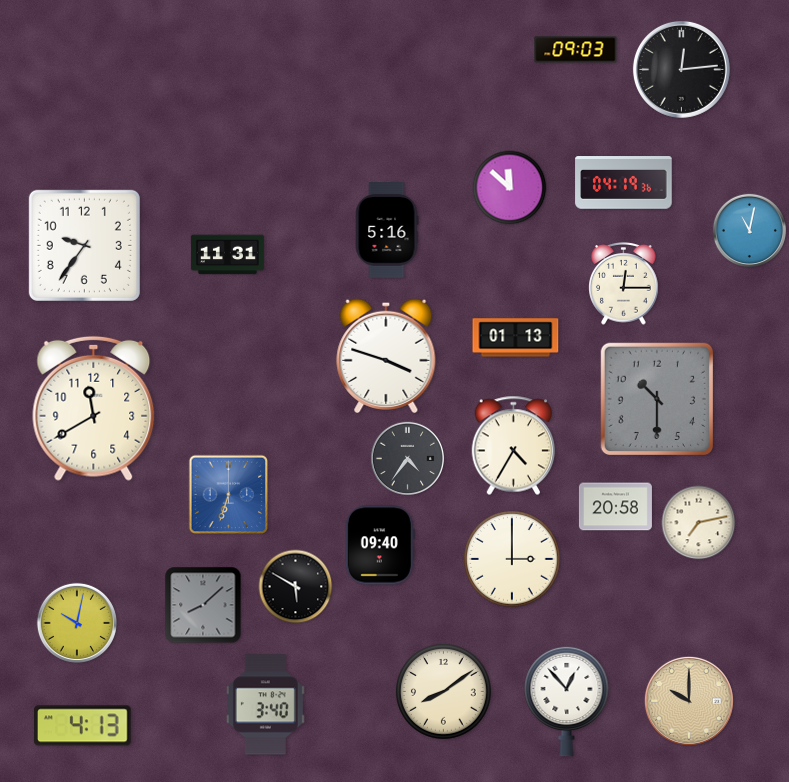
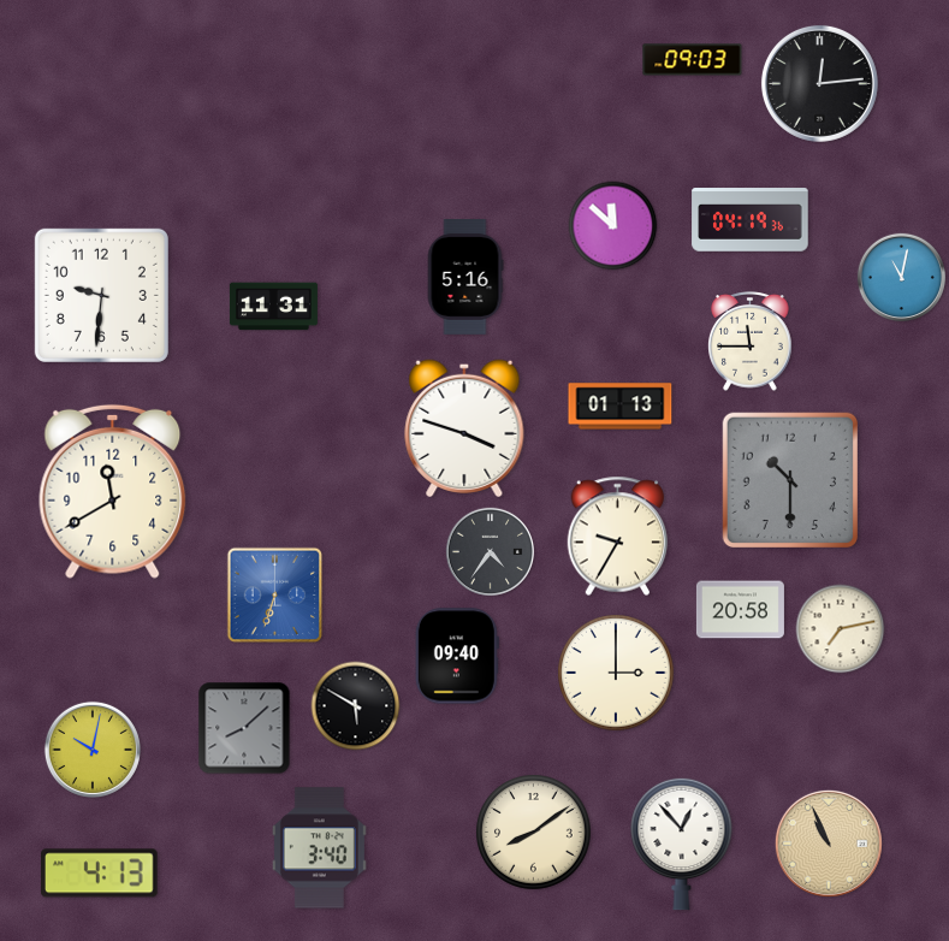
clock at (84, 245): 9:36 -> 9:31
clock at (624, 284): 12:15 -> 11:45
clock at (514, 446): 4:35 -> 9:35
clock at (689, 701): 10:00 -> 10:56
